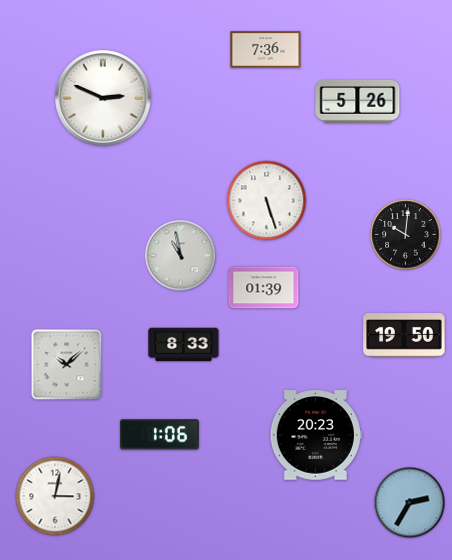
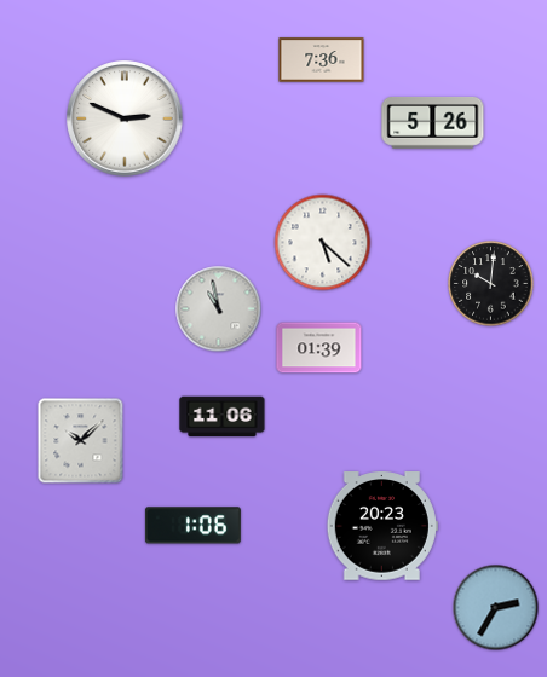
clock at (267, 201): 5:27 -> 5:22
clock at (404, 335): 19:50 -> none
clock at (184, 345): 8:33 -> 11:06
clock at (55, 496): 3:02 -> none
